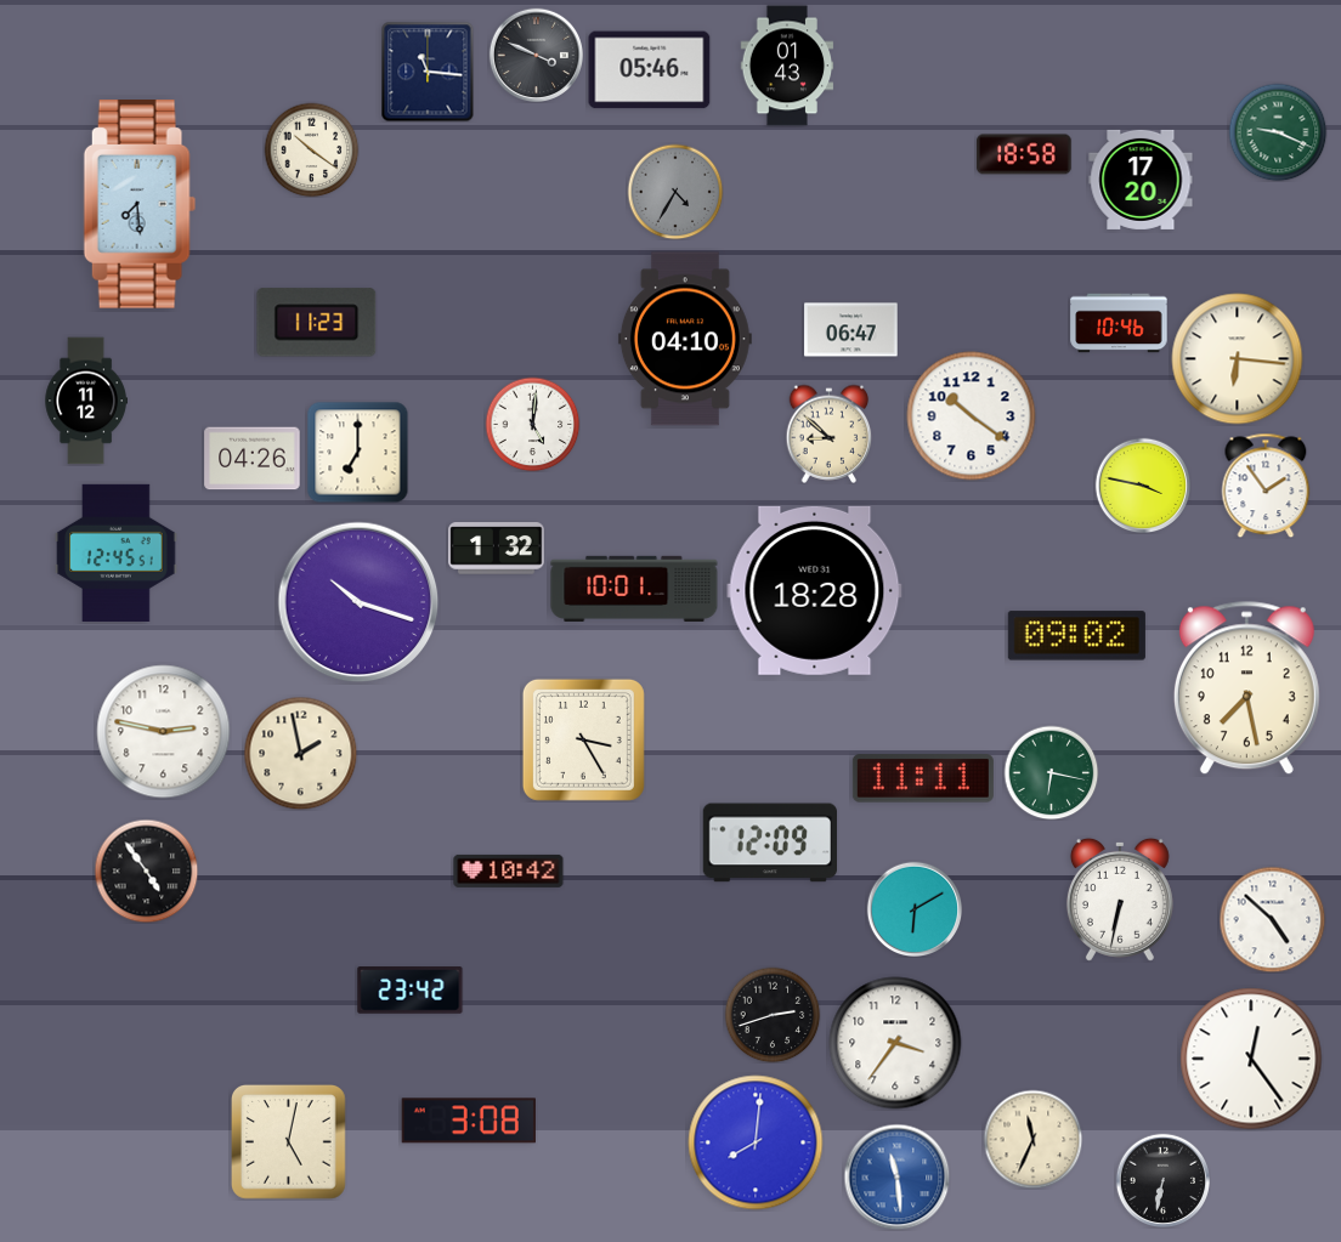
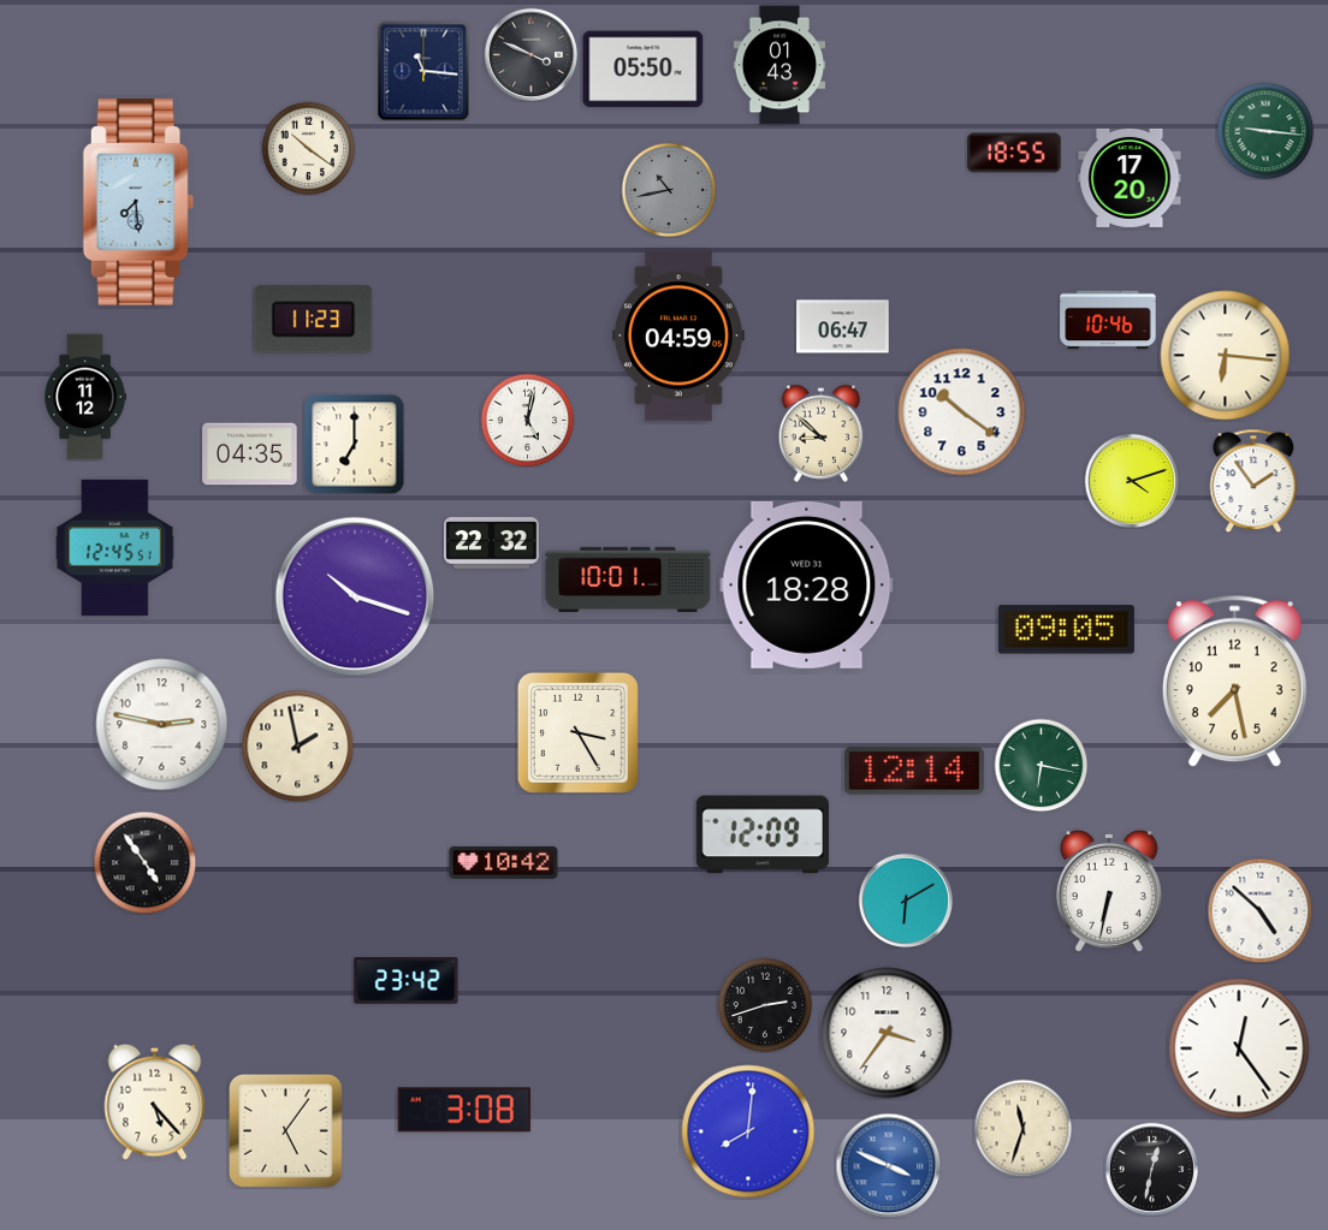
clock at (650, 70): 05:46 -> 05:50
clock at (1278, 132): 9:19 -> 9:16
clock at (1024, 154): 18:58 -> 18:55
clock at (675, 192): 4:35 -> 10:43
clock at (685, 339): 04:10 -> 04:59
clock at (532, 424): 5:01 -> 5:02
clock at (830, 433) position: (830, 433) -> (822, 433)
clock at (357, 452) position: (357, 452) -> (354, 444)
clock at (253, 459): 04:26 -> 04:35
clock at (1143, 486): 3:47 -> 4:12
clock at (497, 549): 1:32 -> 22:32
clock at (634, 589) position: (634, 589) -> (628, 580)
clock at (1076, 636): 09:02 -> 09:05
clock at (923, 778): 11:11 -> 12:14
clock at (155, 1101): none -> 5:23
clock at (1032, 1139): 11:34 -> 11:33
clock at (289, 1142): 5:02 -> 5:06
clock at (896, 1176): 11:29 -> 3:49
clock at (1162, 1180): 6:32 -> 12:32
